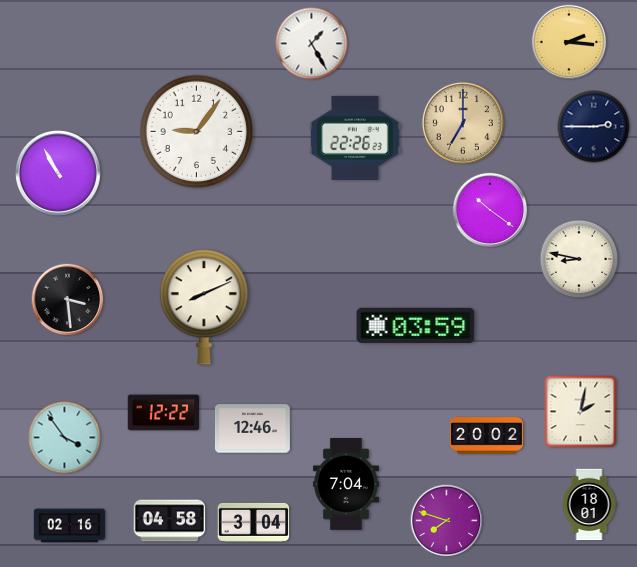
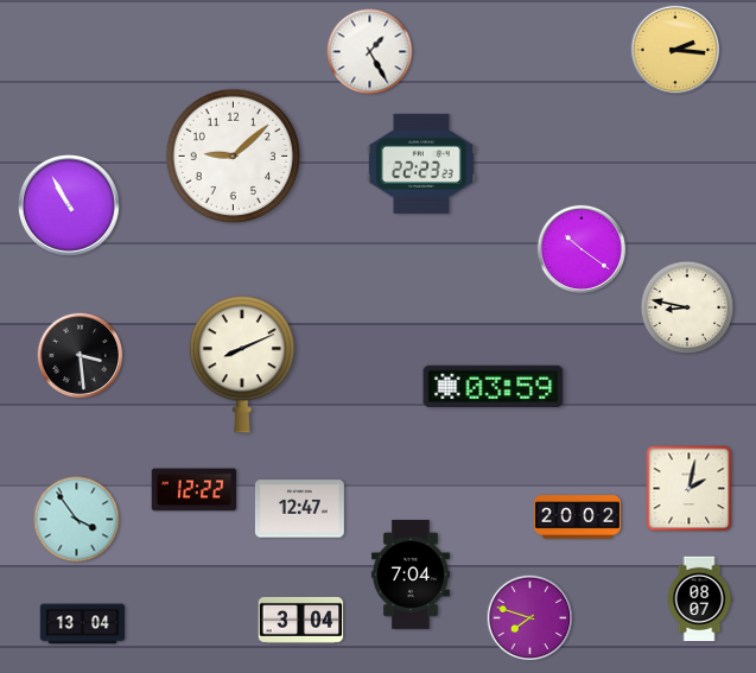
clock at (463, 123): 7:00 -> none
clock at (594, 127): 2:45 -> none
clock at (197, 132): 9:06 -> 9:08
clock at (355, 138): 22:26 -> 22:23
clock at (252, 429): 12:46 -> 12:47
clock at (589, 505): 18:01 -> 08:07
clock at (170, 521): 04:58 -> none
clock at (70, 526): 02:16 -> 13:04
